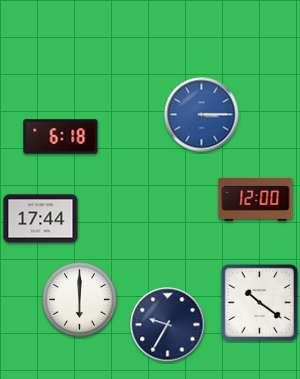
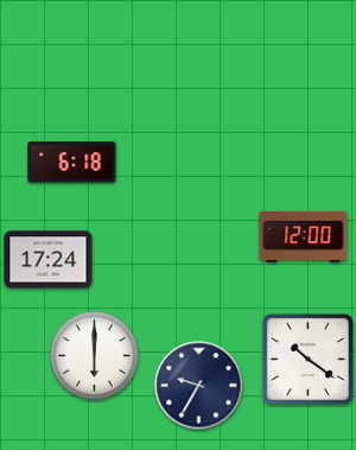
clock at (202, 115): 3:15 -> none
clock at (41, 219): 17:44 -> 17:24
